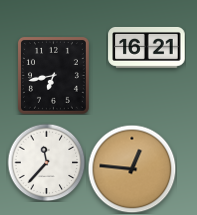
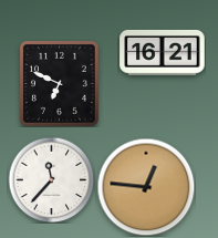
clock at (53, 76): 6:43 -> 6:49
